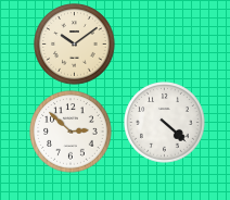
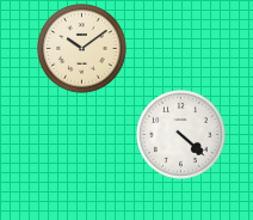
clock at (71, 132): 2:52 -> none
